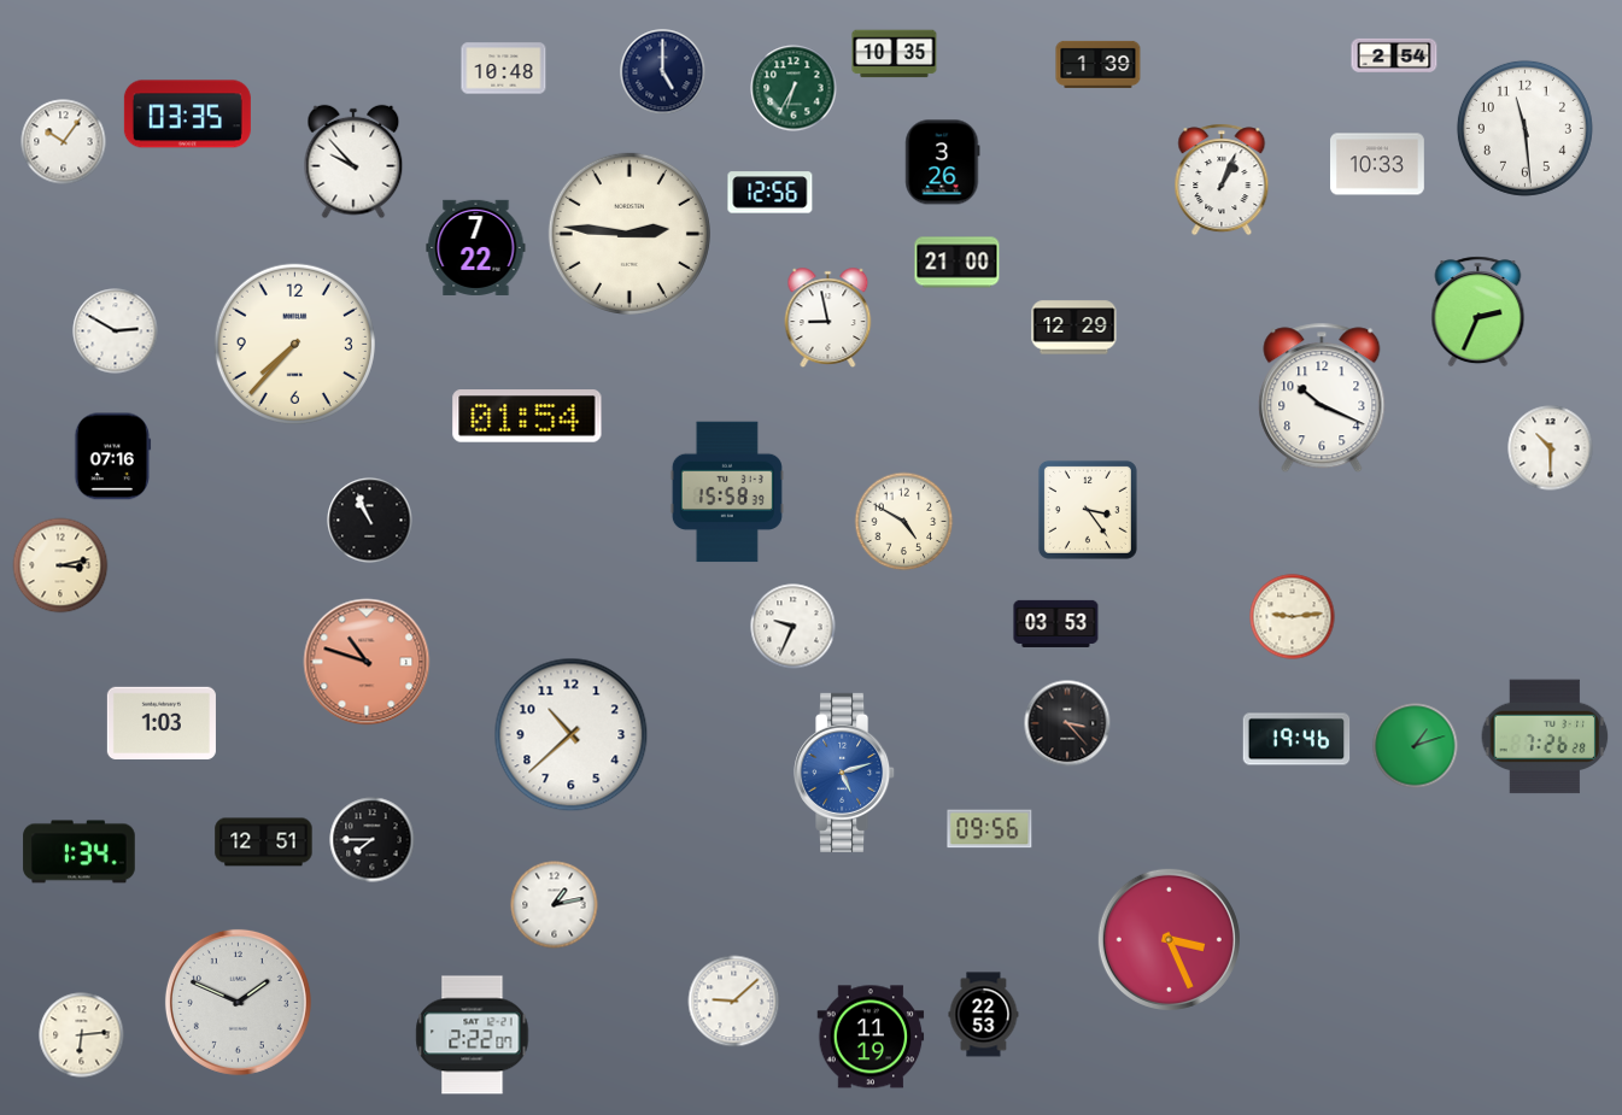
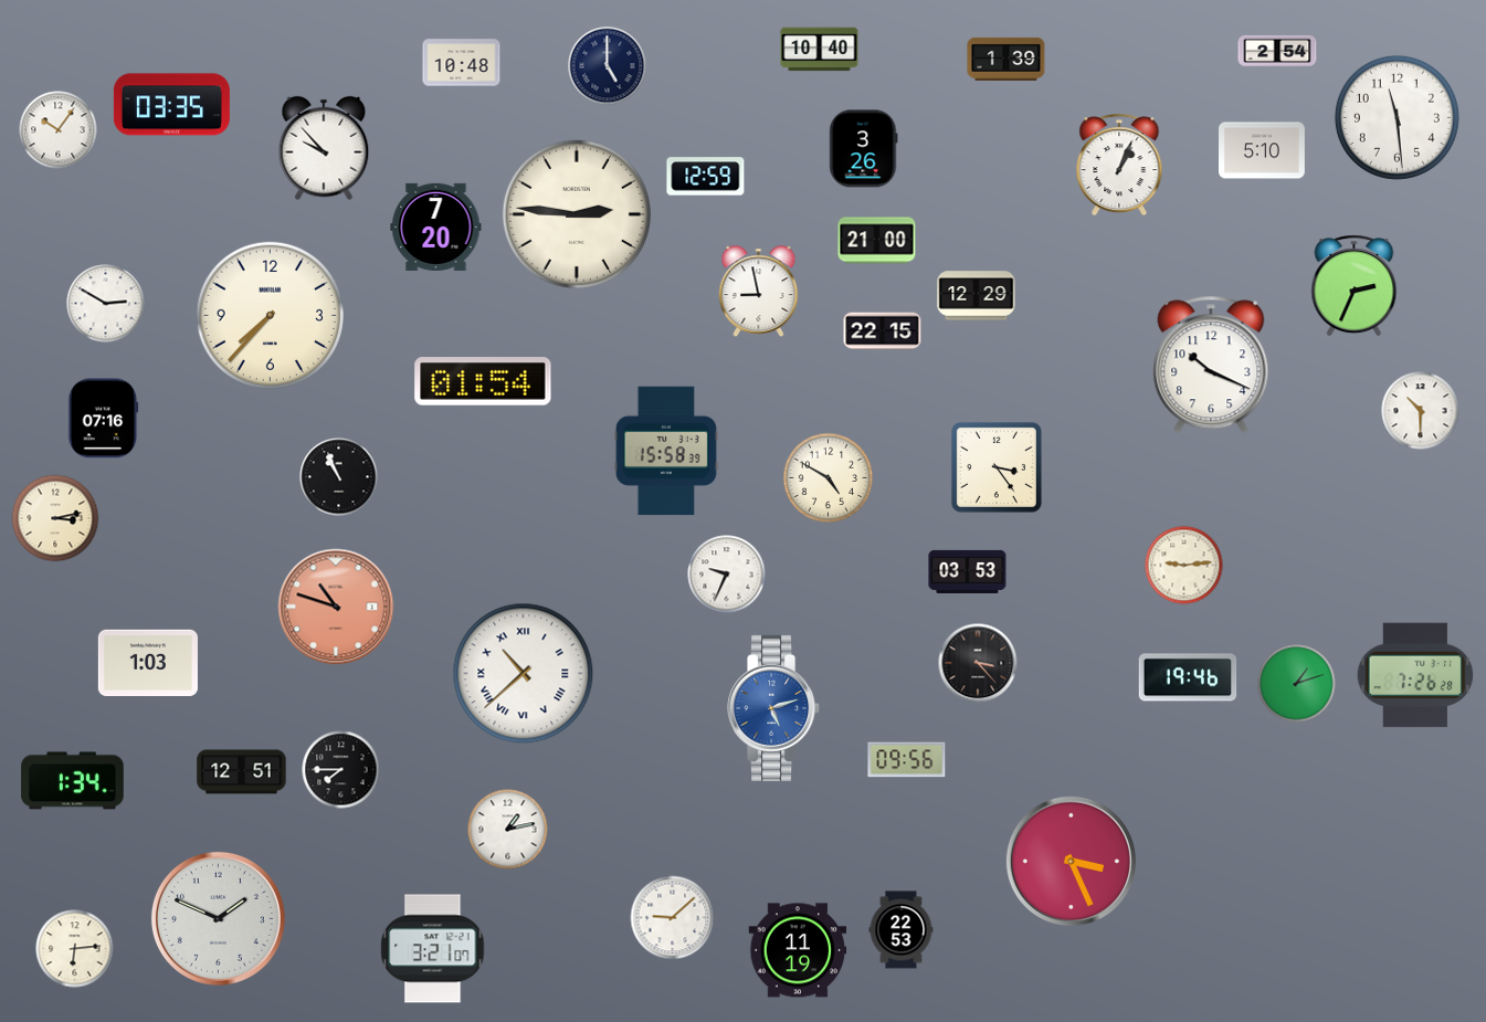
clock at (895, 54): 10:35 -> 10:40
clock at (794, 88): 6:35 -> none
clock at (1378, 164): 10:33 -> 5:10
clock at (771, 193): 12:56 -> 12:59
clock at (476, 247): 7:22 -> 7:20
clock at (1074, 328) position: (1074, 328) -> (977, 296)
clock at (883, 331): none -> 22:15
clock at (572, 735) numerals: Arabic -> Roman
clock at (473, 1035): 2:22 -> 3:21
